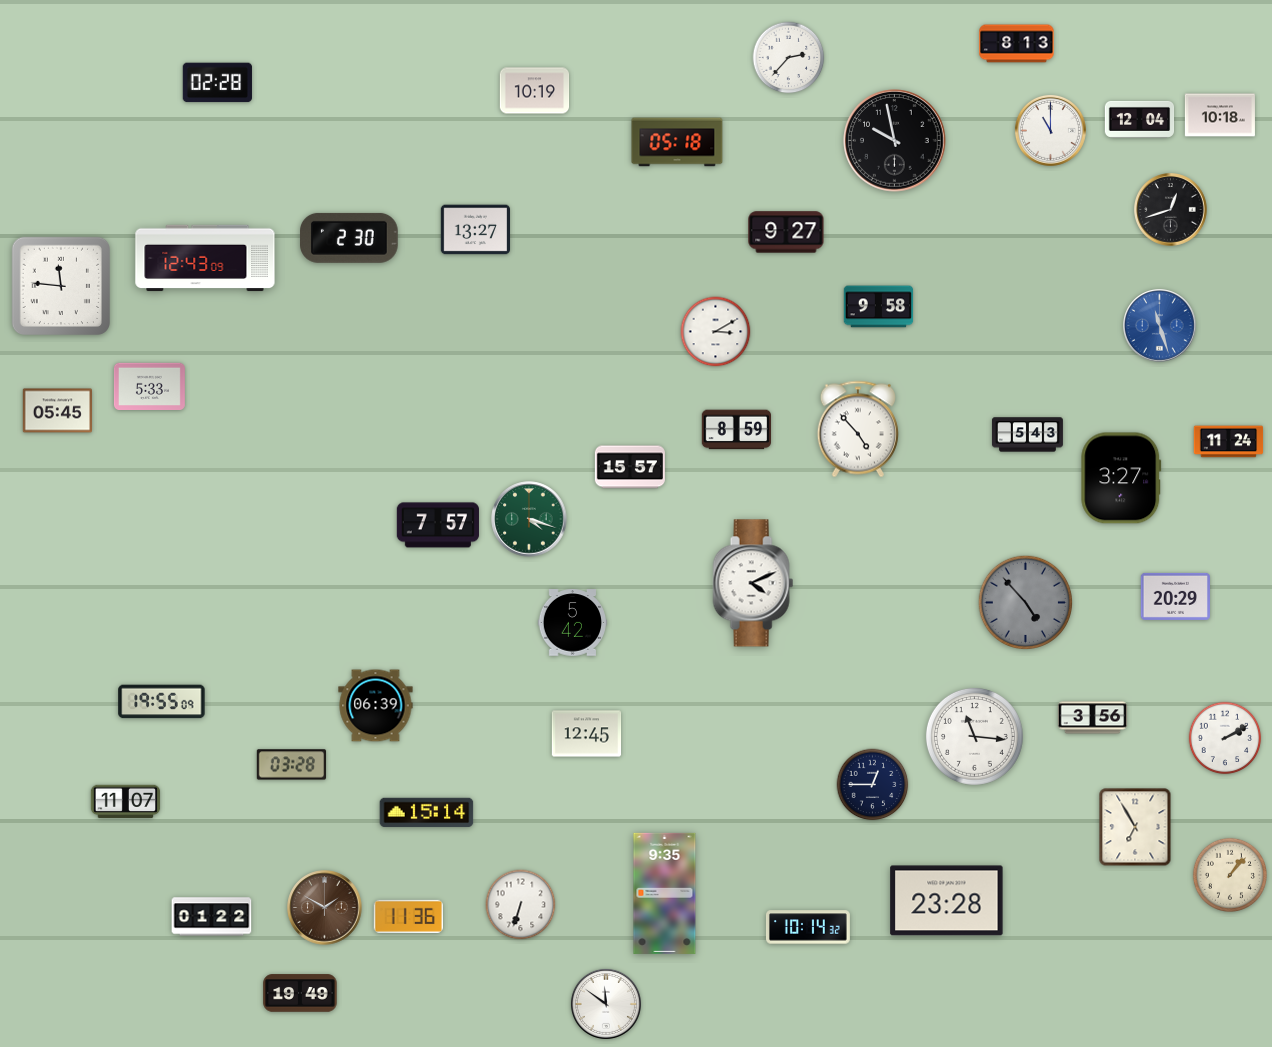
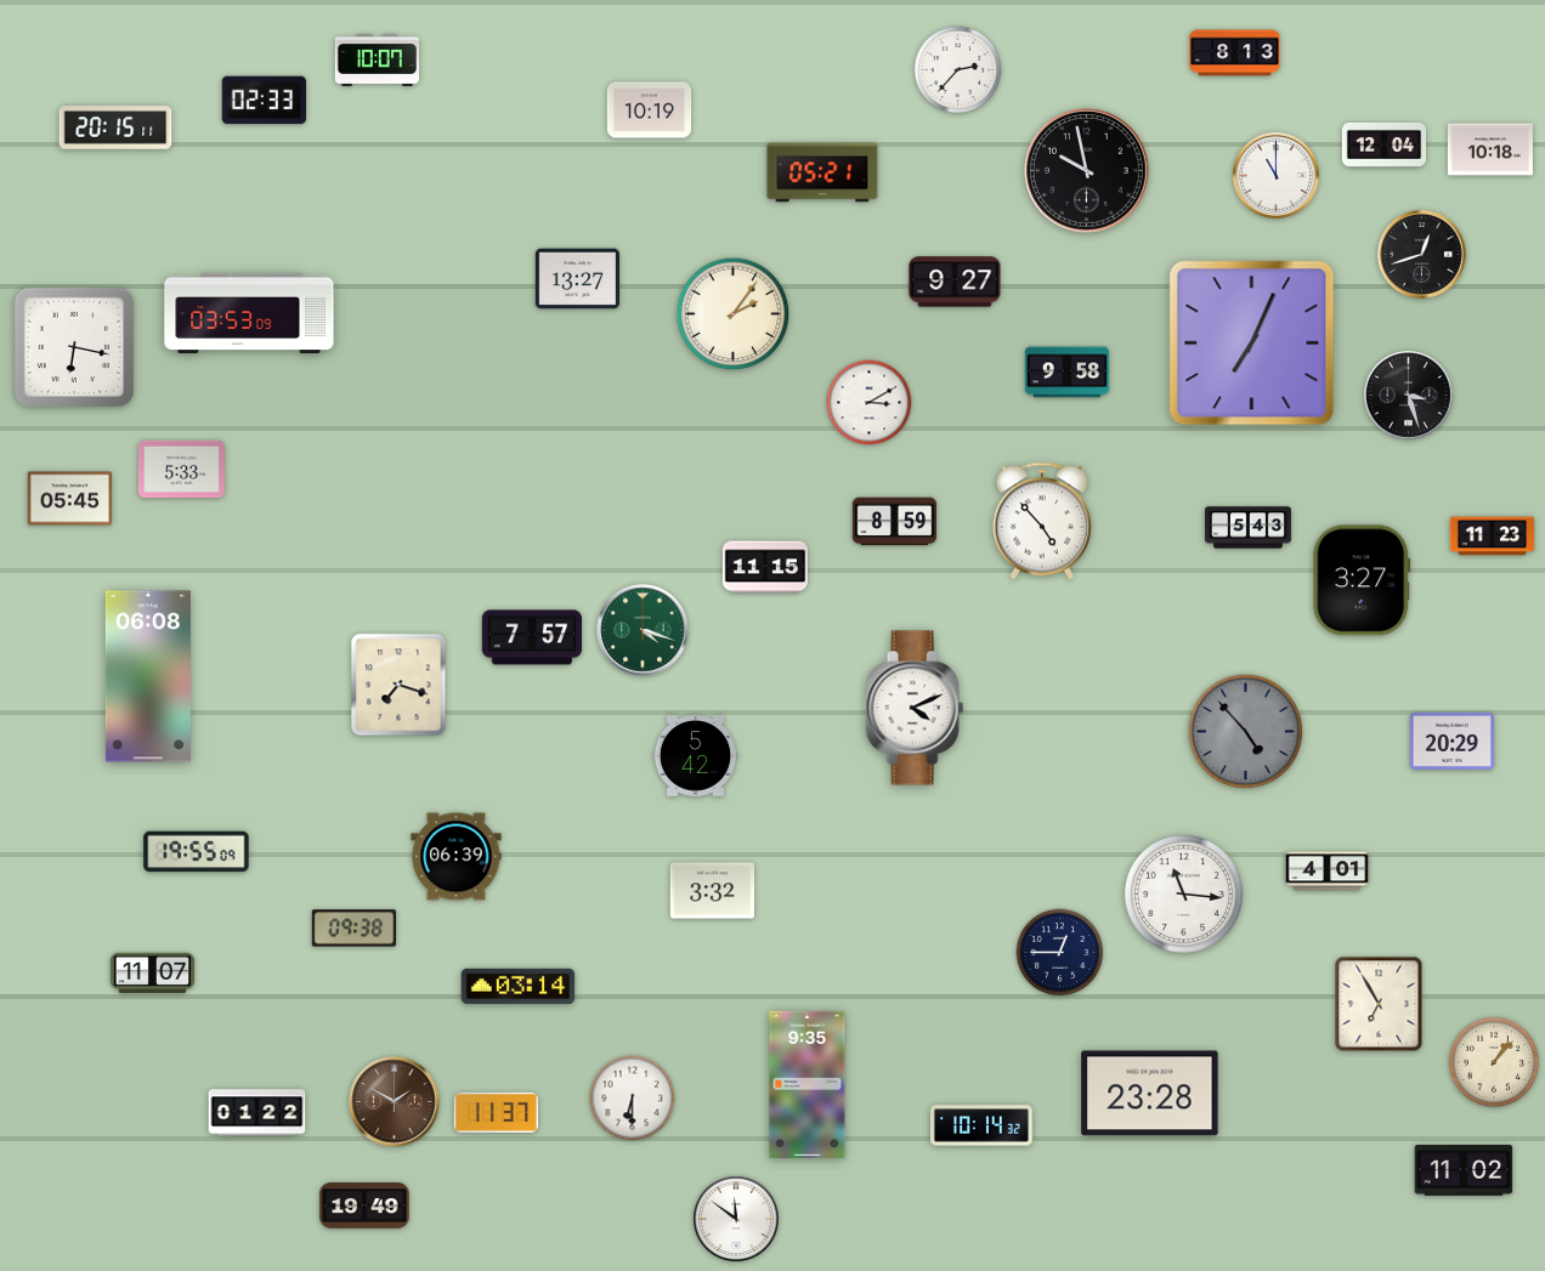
clock at (378, 59): none -> 10:07
clock at (217, 83): 02:28 -> 02:33
clock at (115, 127): none -> 20:15
clock at (1220, 115) position: (1220, 115) -> (1490, 149)
clock at (1050, 130) position: (1050, 130) -> (1275, 175)
clock at (677, 142): 05:18 -> 05:21
clock at (350, 238): 2:30 -> none
clock at (205, 258): 12:43 -> 03:53
clock at (734, 314): none -> 2:06
clock at (1252, 344): none -> 7:04
clock at (60, 285): 11:46 -> 6:17
clock at (1160, 326): 11:27 -> 3:27
clock at (1160, 326) dial: blue -> black
clock at (1229, 442): 11:24 -> 11:23
clock at (630, 467): 15:57 -> 11:15
clock at (148, 676): none -> 06:08
clock at (398, 685): none -> 7:18
clock at (1175, 596) position: (1175, 596) -> (1451, 741)
clock at (1093, 718): 3:56 -> 4:01
clock at (587, 734): 12:45 -> 3:32
clock at (1225, 738): 2:10 -> none
clock at (292, 765): 03:28 -> 09:38
clock at (427, 813): 15:14 -> 03:14
clock at (521, 905): 6:33 -> 6:30
clock at (408, 916): 11:36 -> 11:37
clock at (1464, 1170): none -> 11:02
